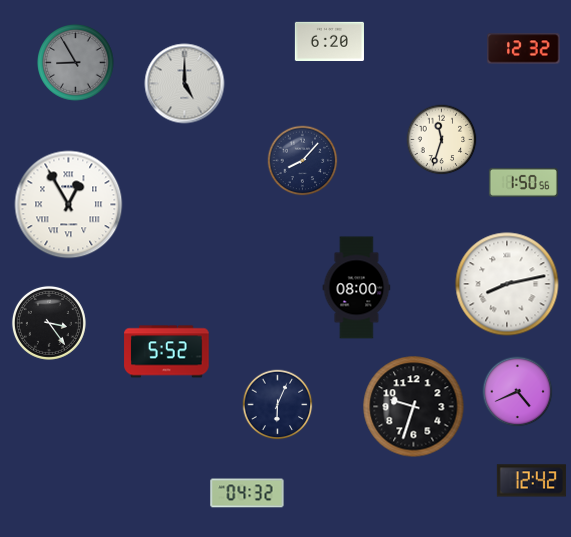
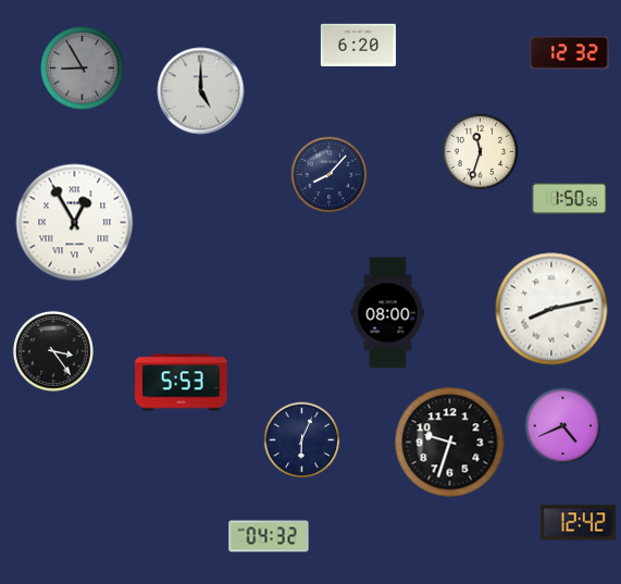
clock at (167, 352): 5:52 -> 5:53
